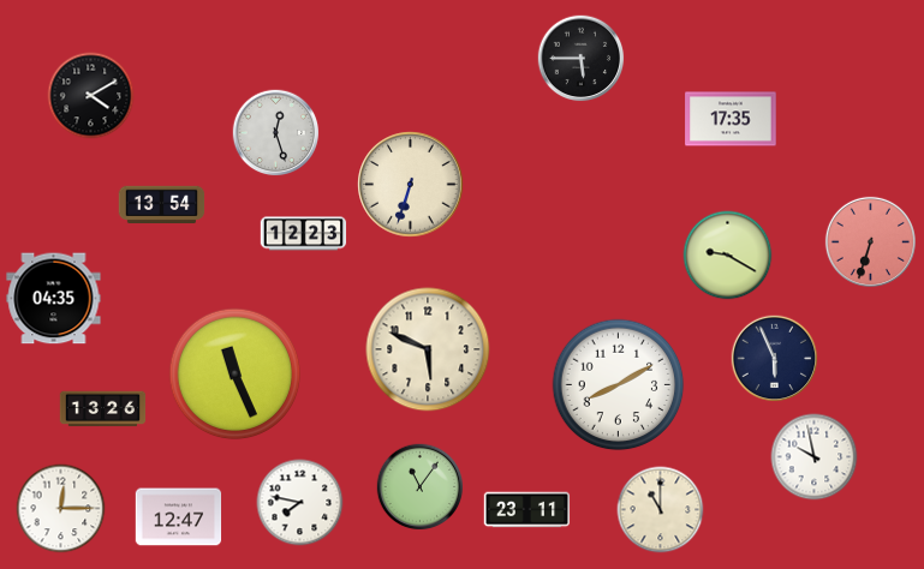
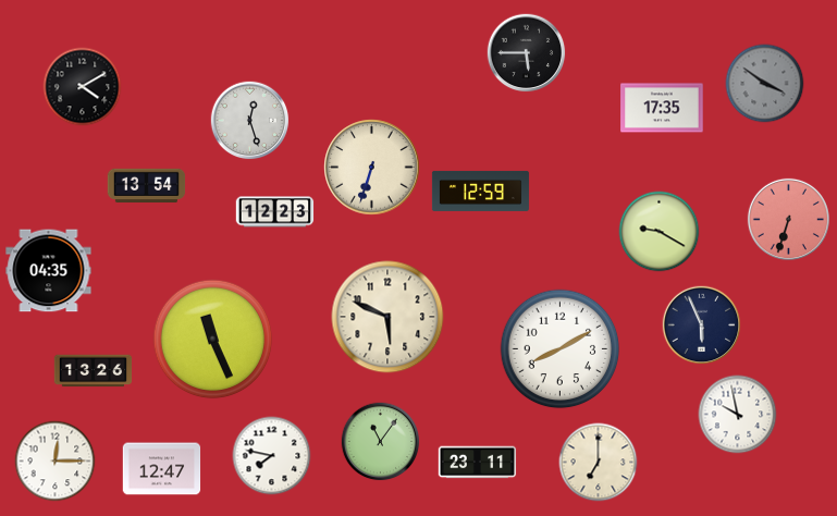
clock at (765, 84): none -> 3:51
clock at (480, 191): none -> 12:59
clock at (661, 510): 11:00 -> 7:00
